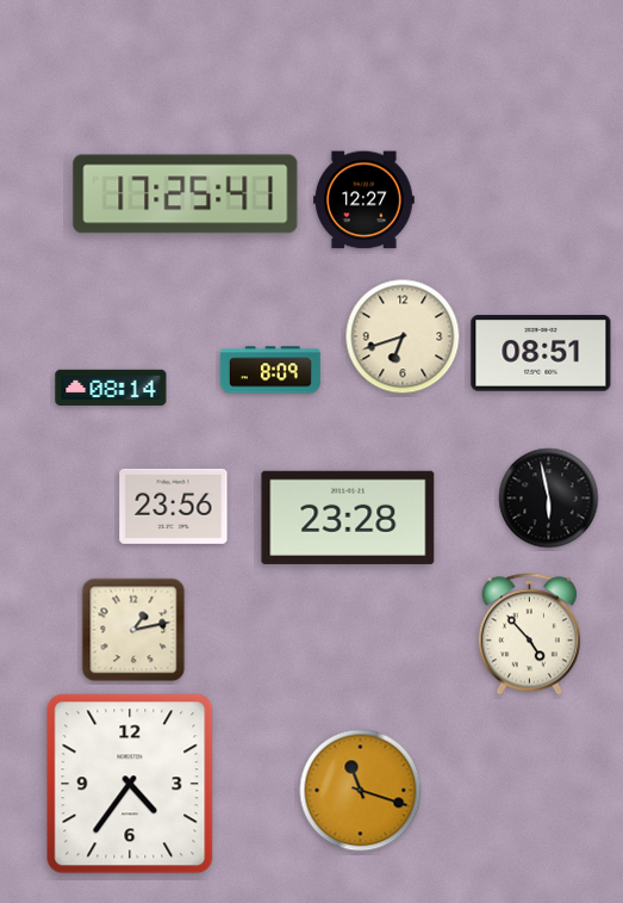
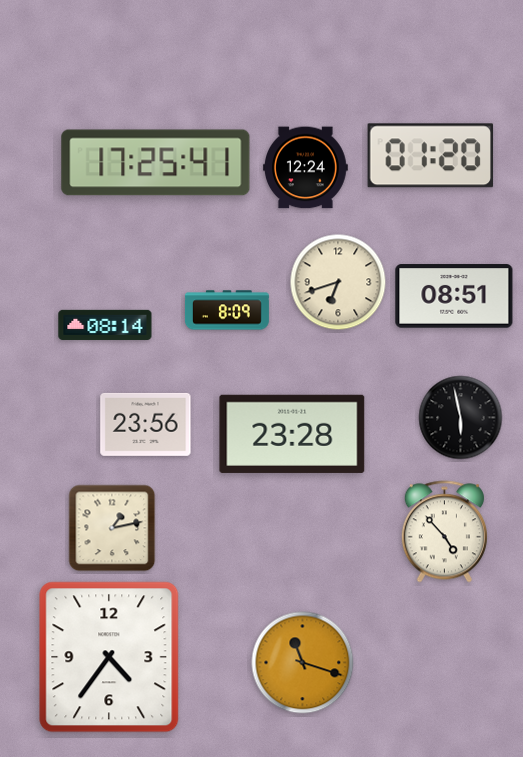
clock at (431, 156): none -> 01:20
clock at (363, 200): 12:27 -> 12:24
clock at (111, 388) position: (111, 388) -> (105, 325)
